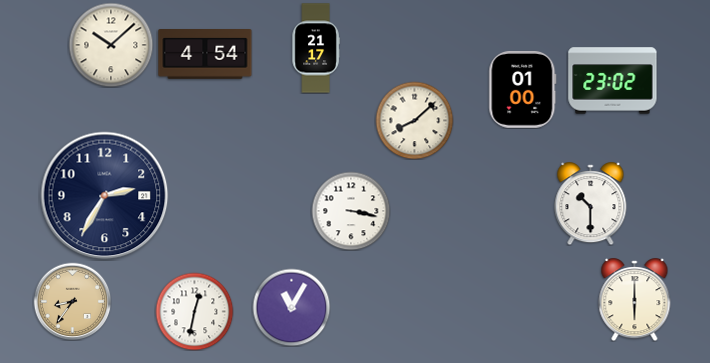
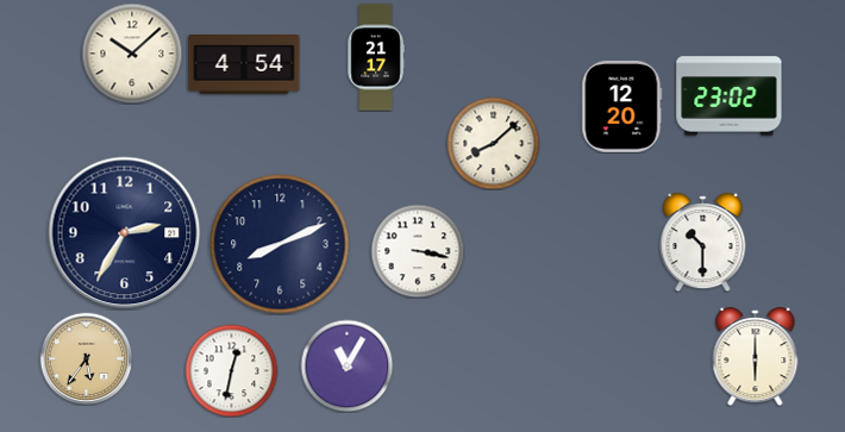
clock at (523, 89): 01:00 -> 12:20
clock at (280, 244): none -> 8:11
clock at (72, 301): 8:36 -> 5:36
